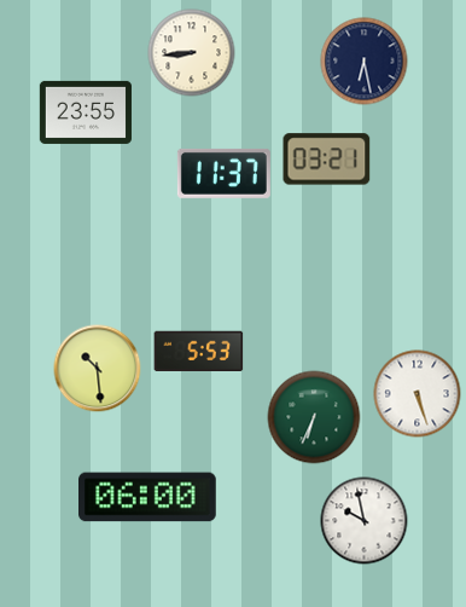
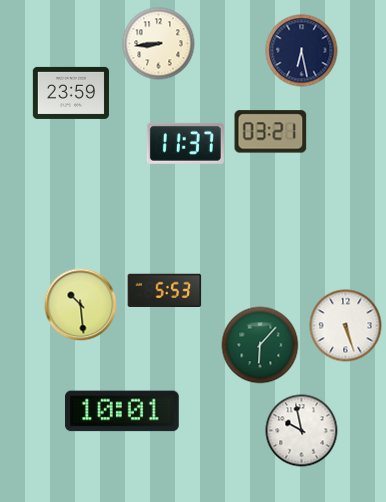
clock at (86, 112): 23:55 -> 23:59
clock at (314, 417): 6:34 -> 6:07
clock at (148, 497): 06:00 -> 10:01
